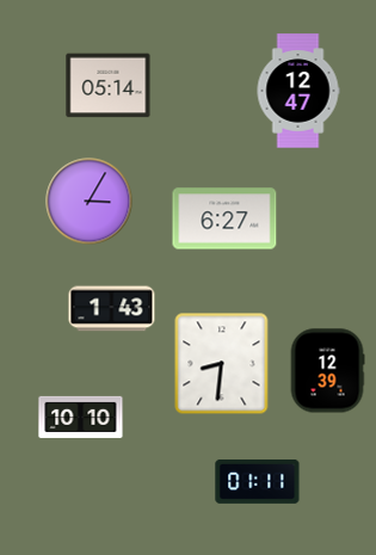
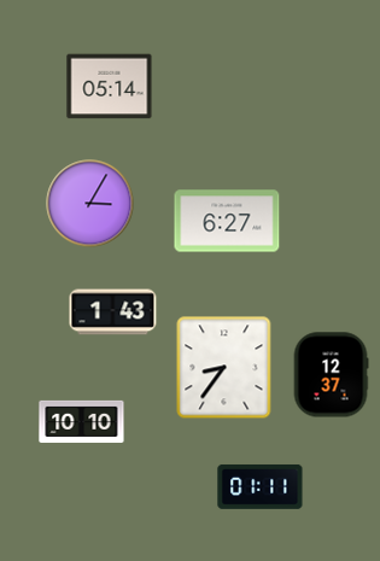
clock at (298, 91): 12:47 -> none
clock at (222, 364): 8:31 -> 8:36
clock at (327, 371): 12:39 -> 12:37
